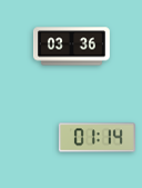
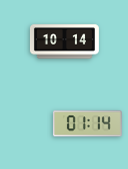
clock at (71, 47): 03:36 -> 10:14
